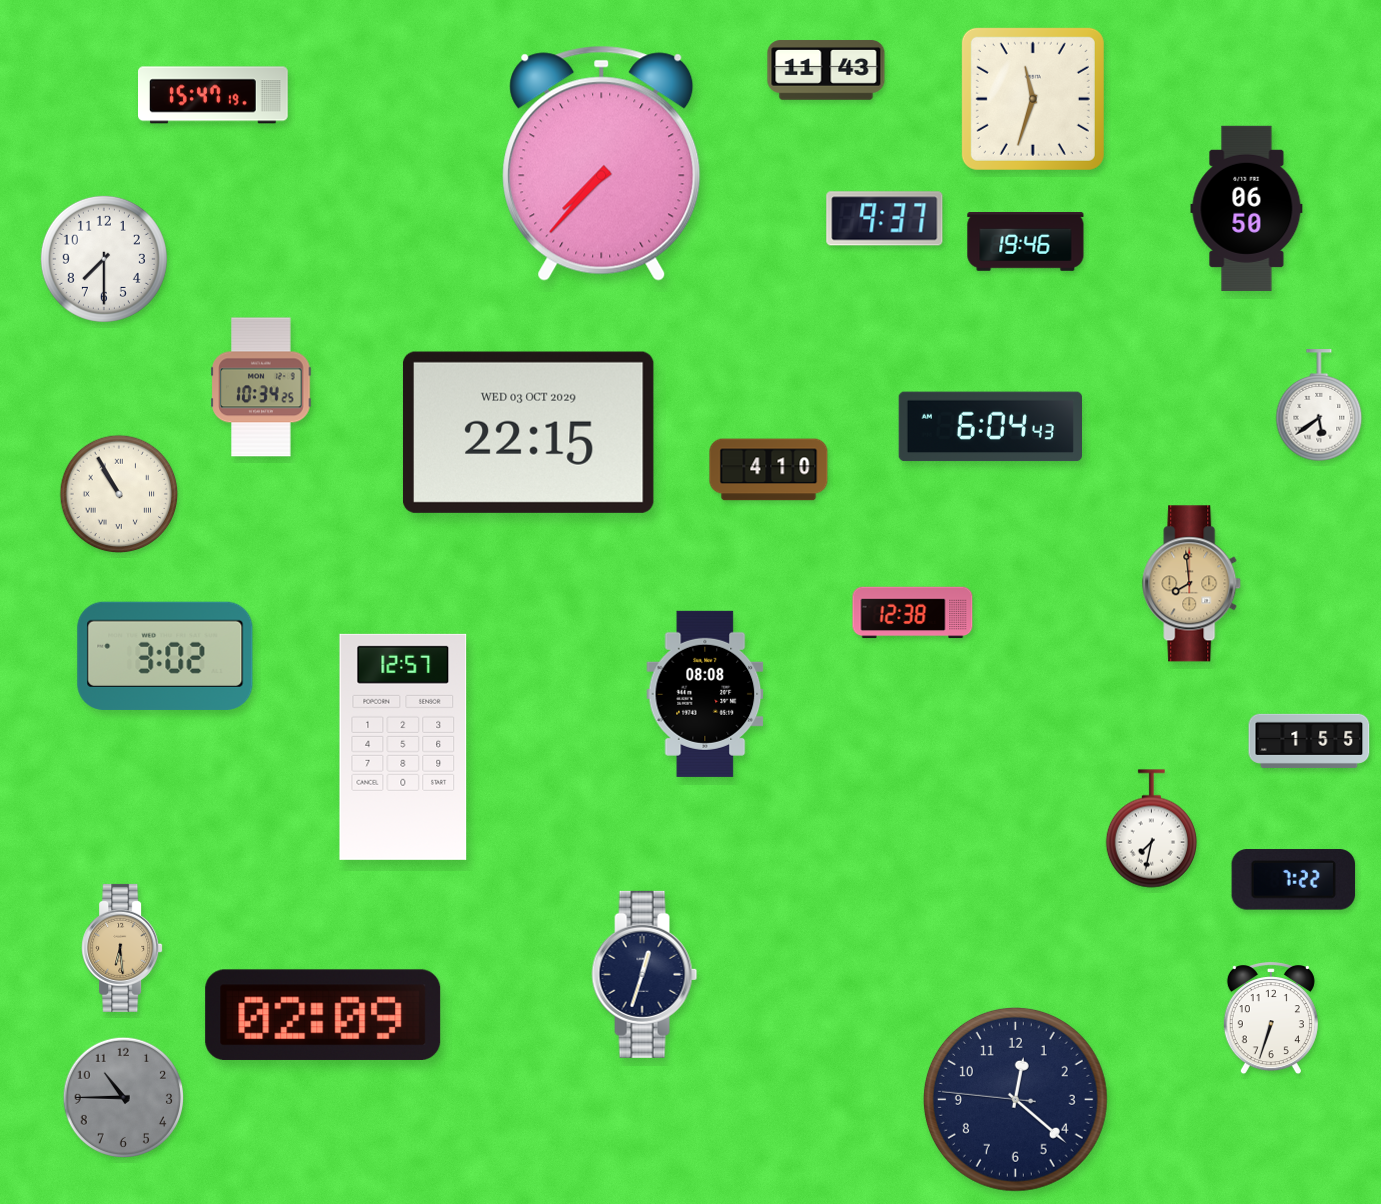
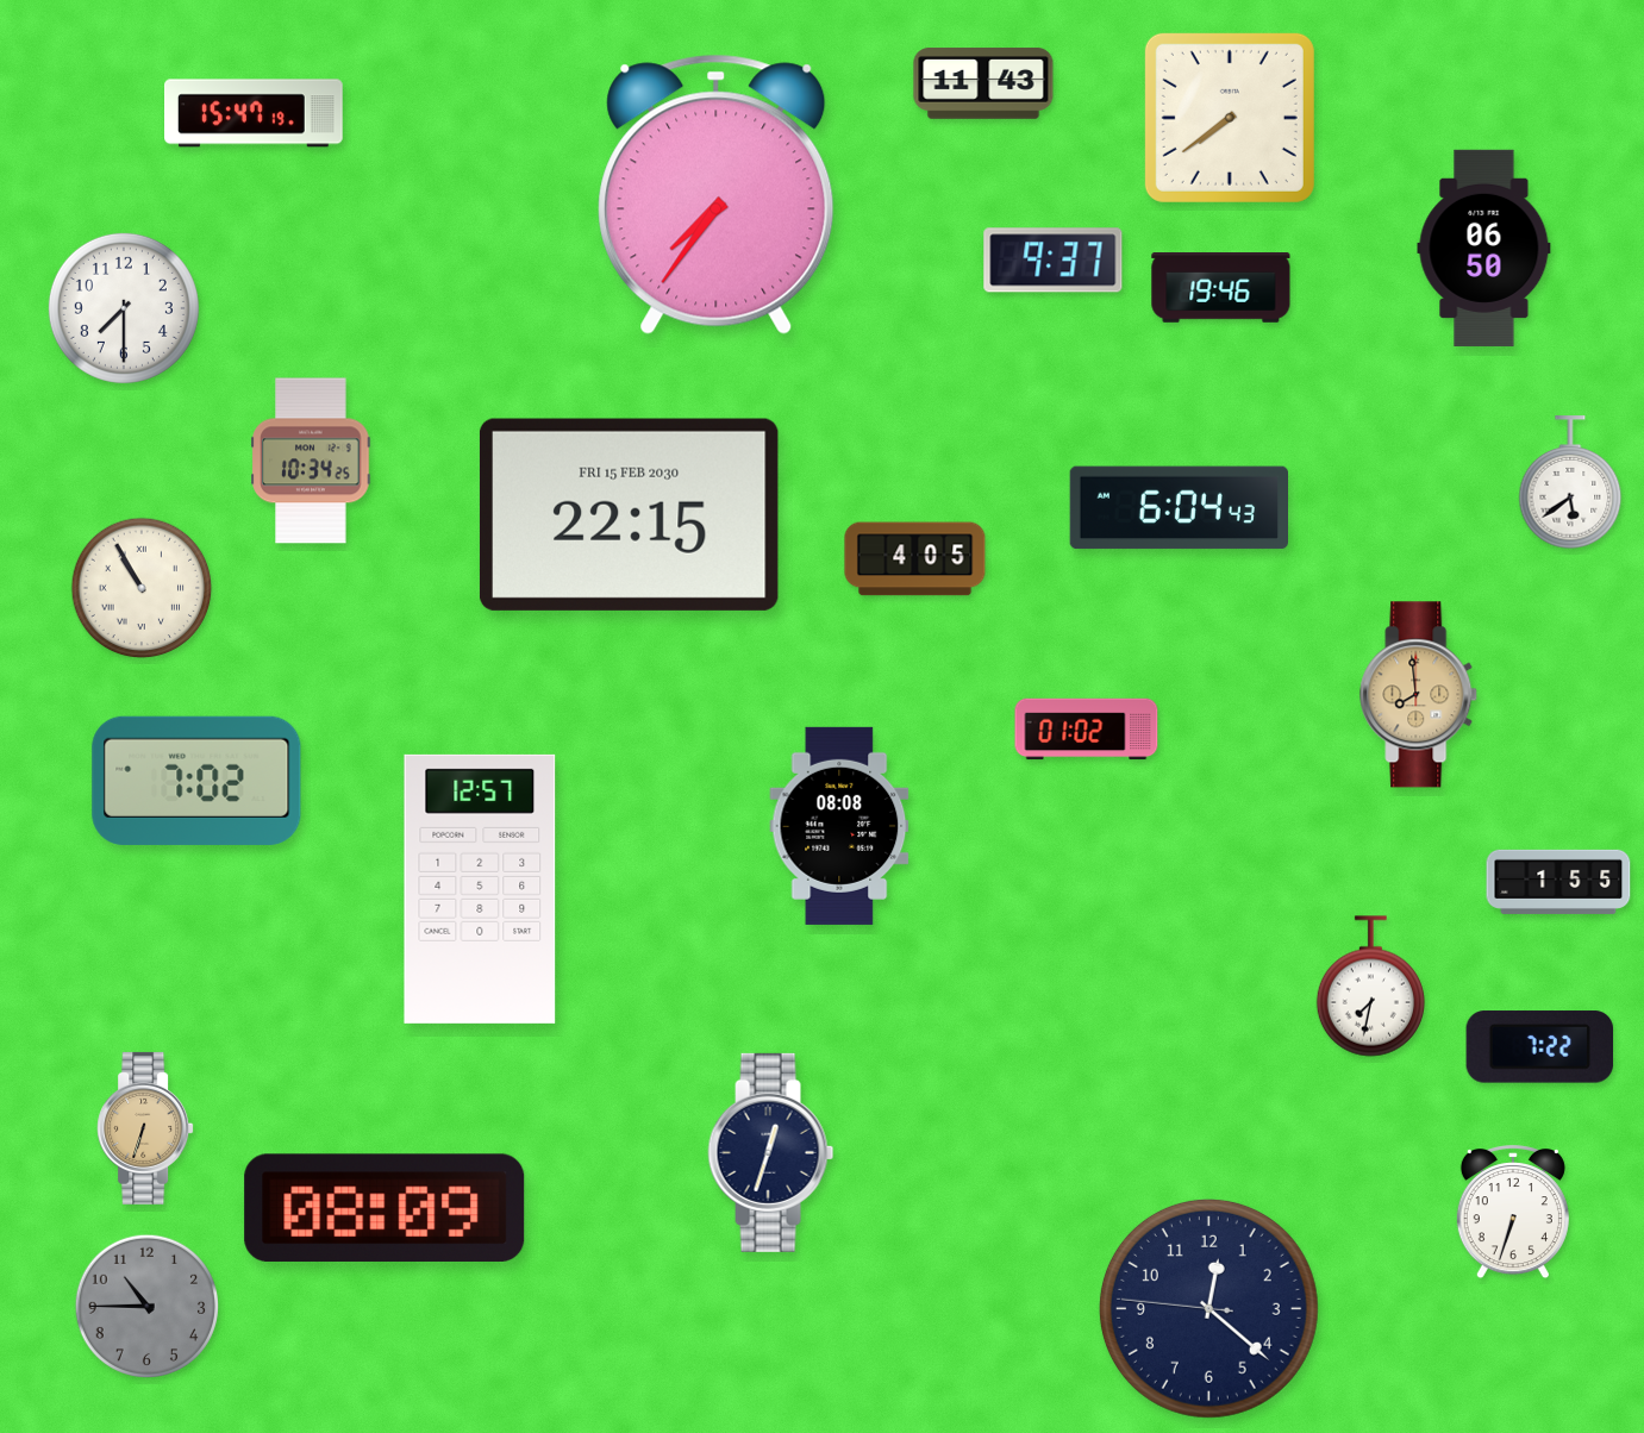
clock at (1033, 99): 11:33 -> 7:39
clock at (602, 163): 7:37 -> 7:36
clock at (528, 432) date: WED 03 OCT 2029 -> FRI 15 FEB 2030
clock at (769, 470): 4:10 -> 4:05
clock at (913, 613): 12:38 -> 01:02
clock at (165, 656): 3:02 -> 7:02
clock at (122, 948): 6:29 -> 6:33
clock at (645, 974) position: (645, 974) -> (771, 1152)
clock at (323, 1015): 02:09 -> 08:09
